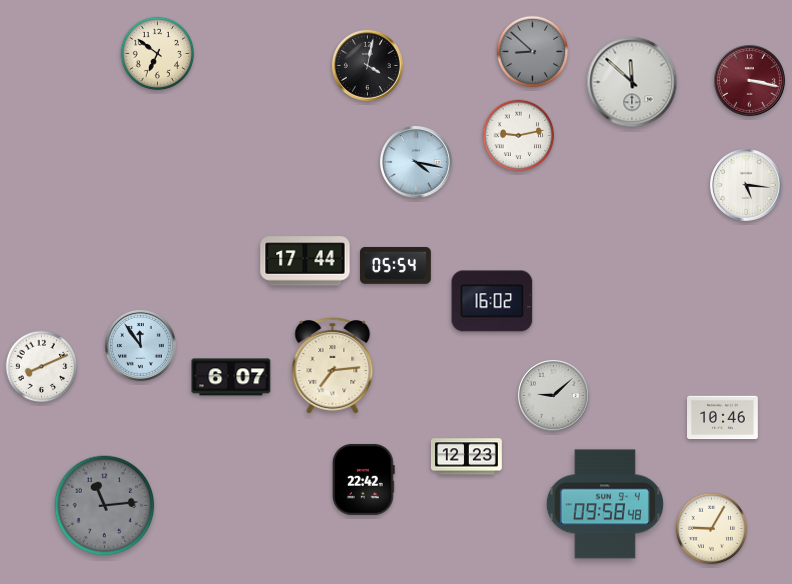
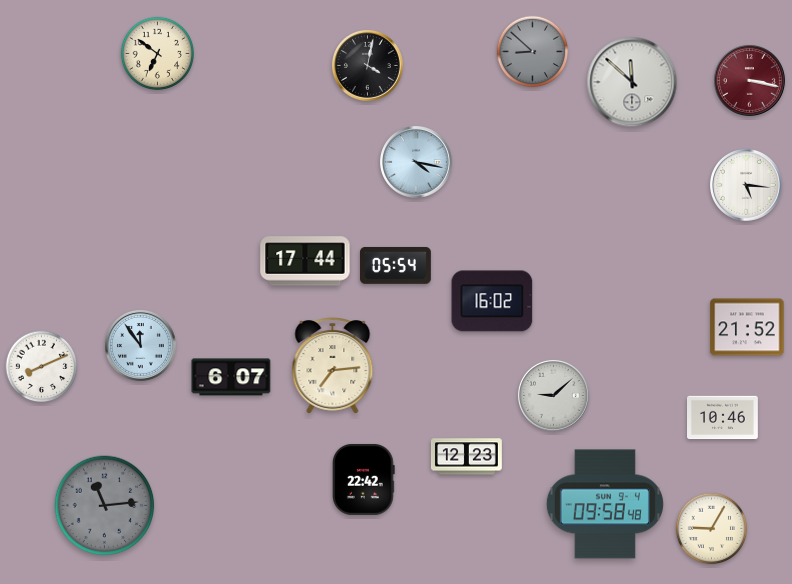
clock at (519, 136): 9:13 -> none
clock at (747, 327): none -> 21:52
